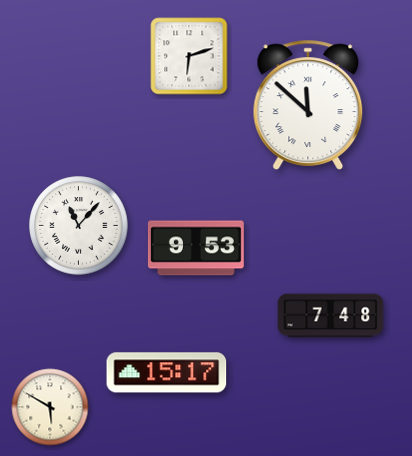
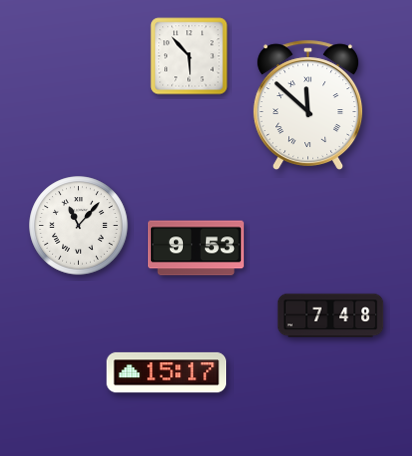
clock at (189, 56): 6:12 -> 5:53
clock at (50, 407): 5:50 -> none
